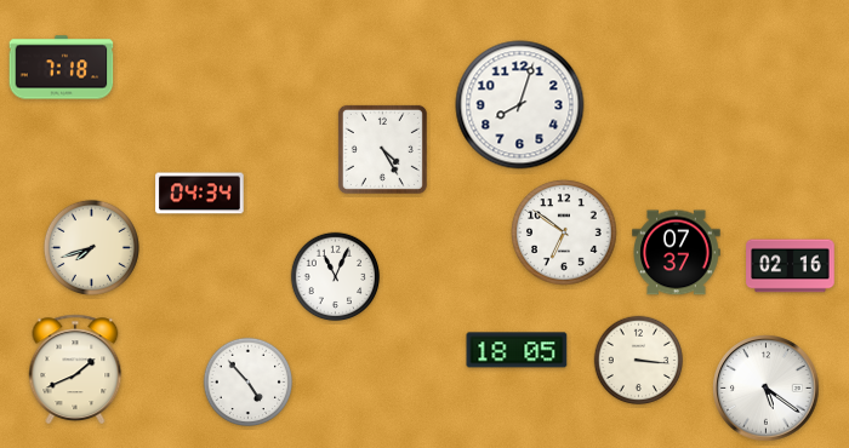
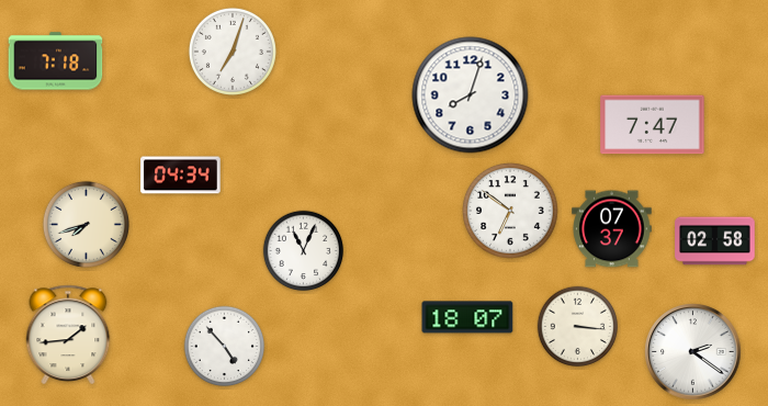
clock at (233, 52): none -> 7:03
clock at (653, 125): none -> 7:47
clock at (382, 149): 4:25 -> none
clock at (91, 247) position: (91, 247) -> (86, 224)
clock at (791, 266): 02:16 -> 02:58
clock at (517, 350): 18:05 -> 18:07
clock at (75, 368): 1:41 -> 1:44
clock at (767, 389): 5:21 -> 2:21
